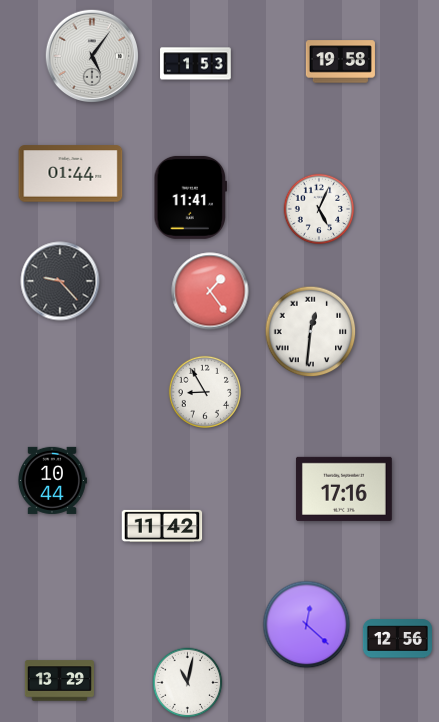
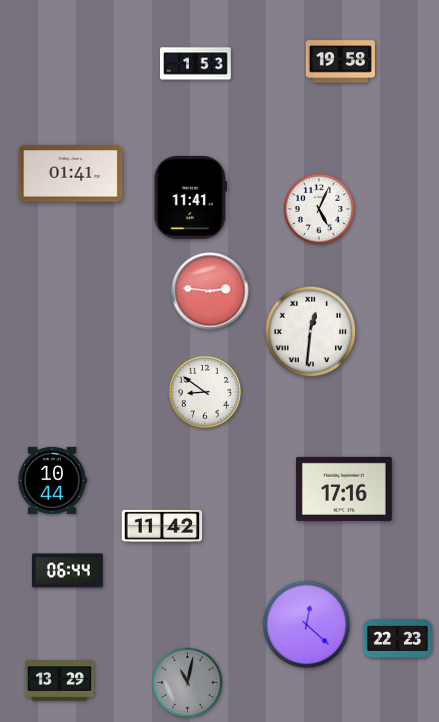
clock at (91, 55): 5:06 -> none
clock at (71, 174): 01:44 -> 01:41
clock at (60, 281): 9:23 -> none
clock at (210, 291): 1:24 -> 2:46
clock at (205, 392): 8:55 -> 8:51
clock at (68, 571): none -> 06:44
clock at (397, 639): 12:56 -> 22:23
clock at (188, 683) dial: white -> grey
